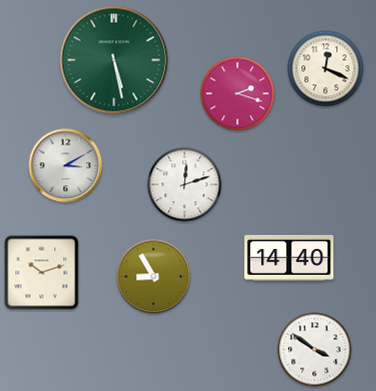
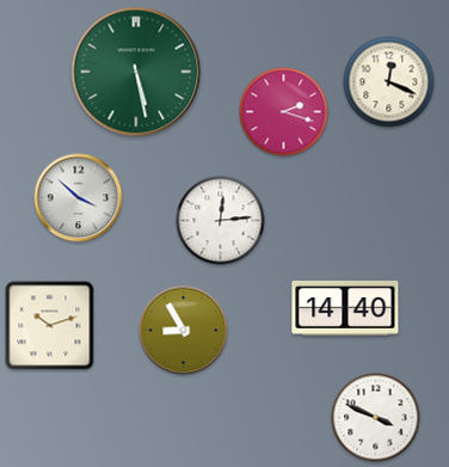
clock at (66, 166): 3:10 -> 3:52
clock at (185, 185): 12:12 -> 12:14
clock at (315, 350): 3:51 -> 3:49
